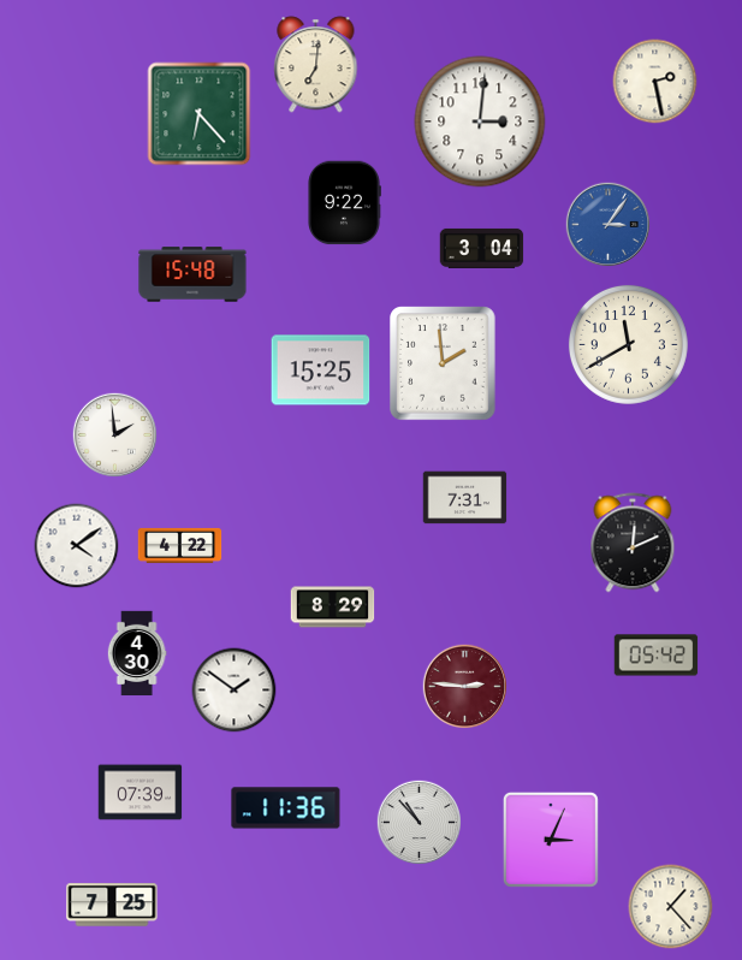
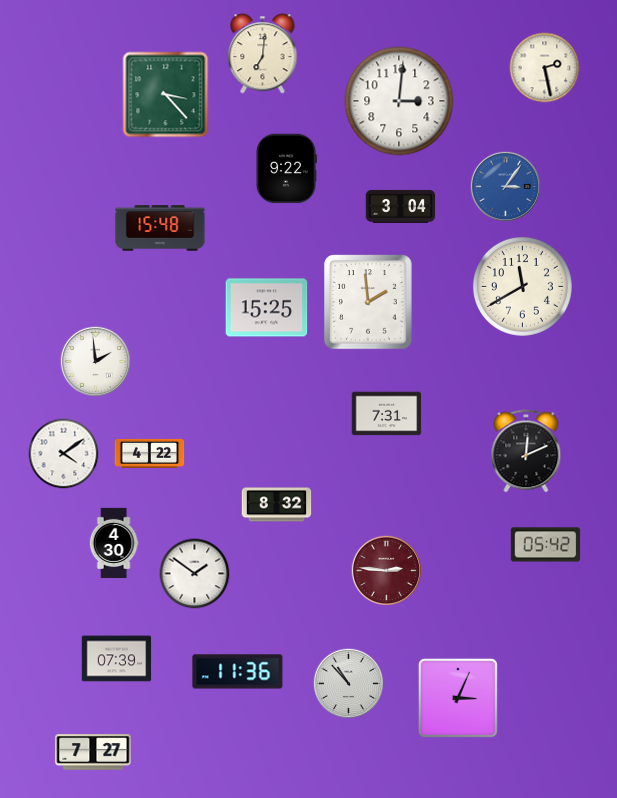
clock at (200, 114): 6:23 -> 3:23
clock at (333, 608): 8:29 -> 8:32
clock at (112, 905): 7:25 -> 7:27
clock at (671, 907): 1:23 -> none
